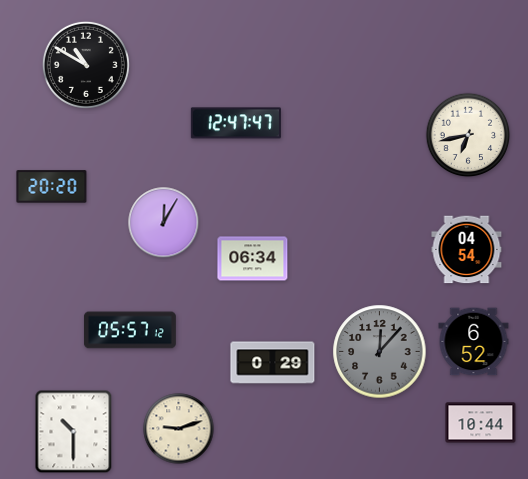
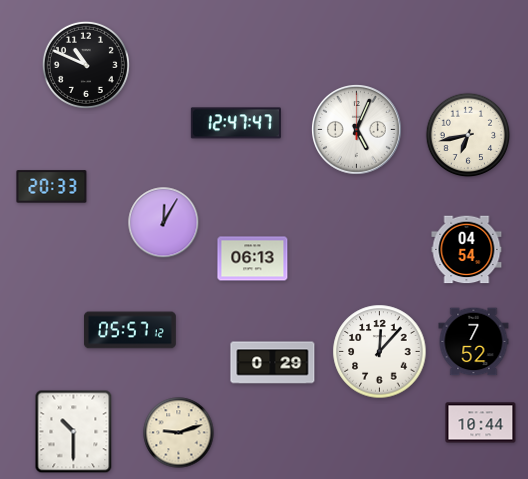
clock at (86, 65): 10:50 -> 10:49
clock at (357, 130): none -> 5:04
clock at (52, 187): 20:20 -> 20:33
clock at (253, 259): 06:34 -> 06:13
clock at (474, 342): 6:52 -> 7:52
clock at (380, 352) dial: grey -> white
clock at (179, 429) position: (179, 429) -> (179, 433)
